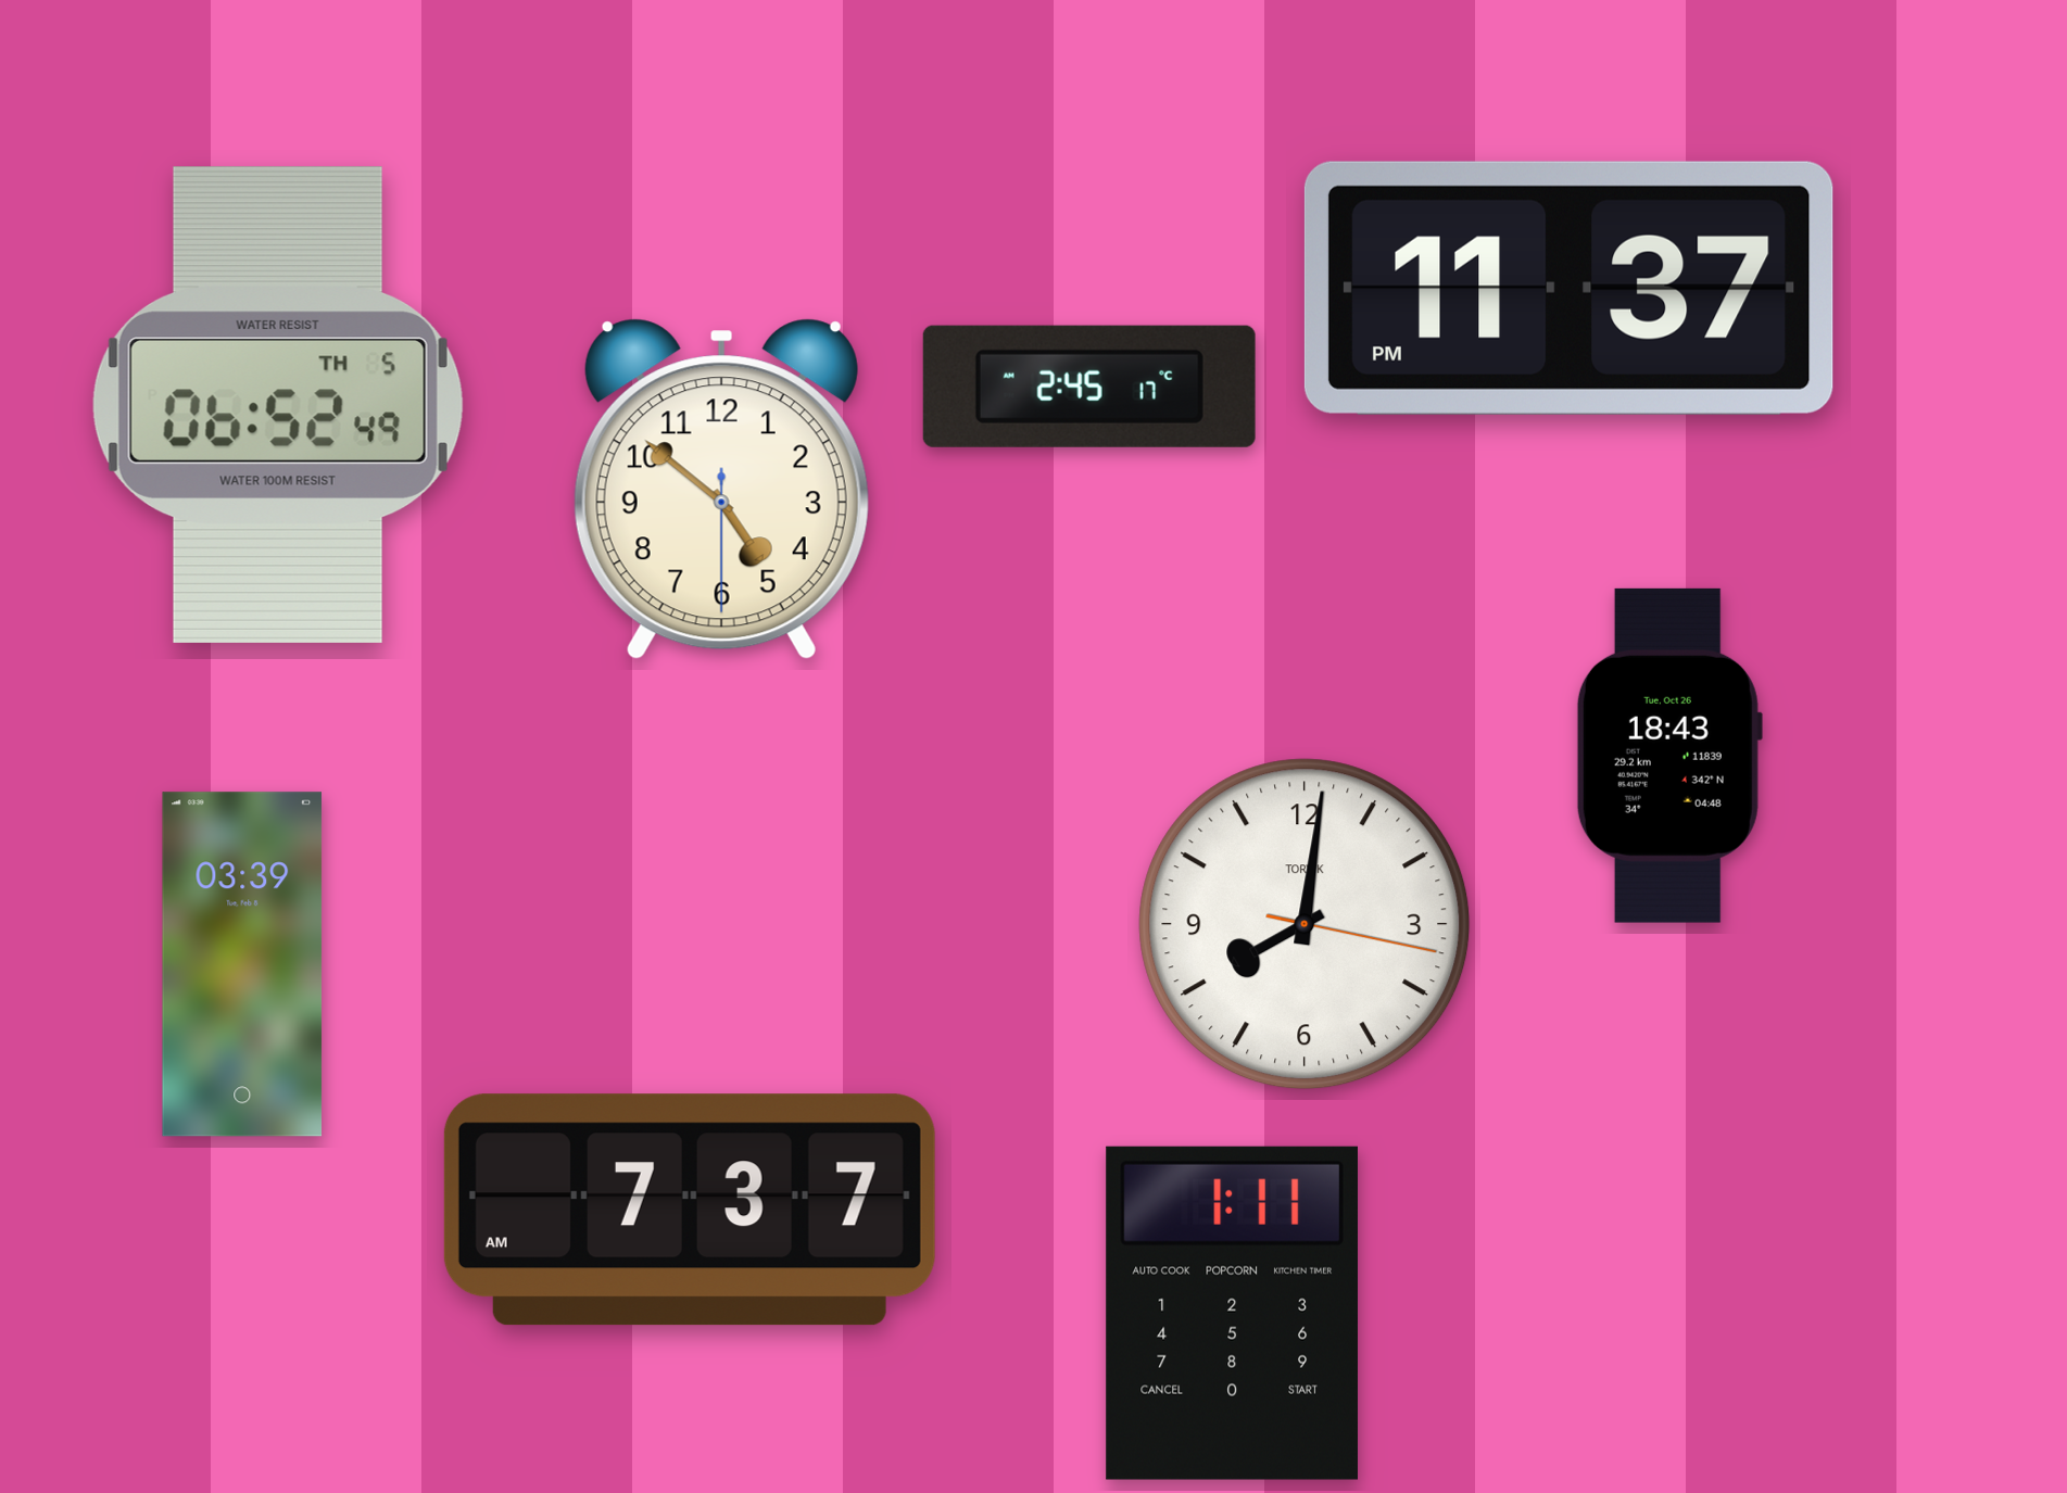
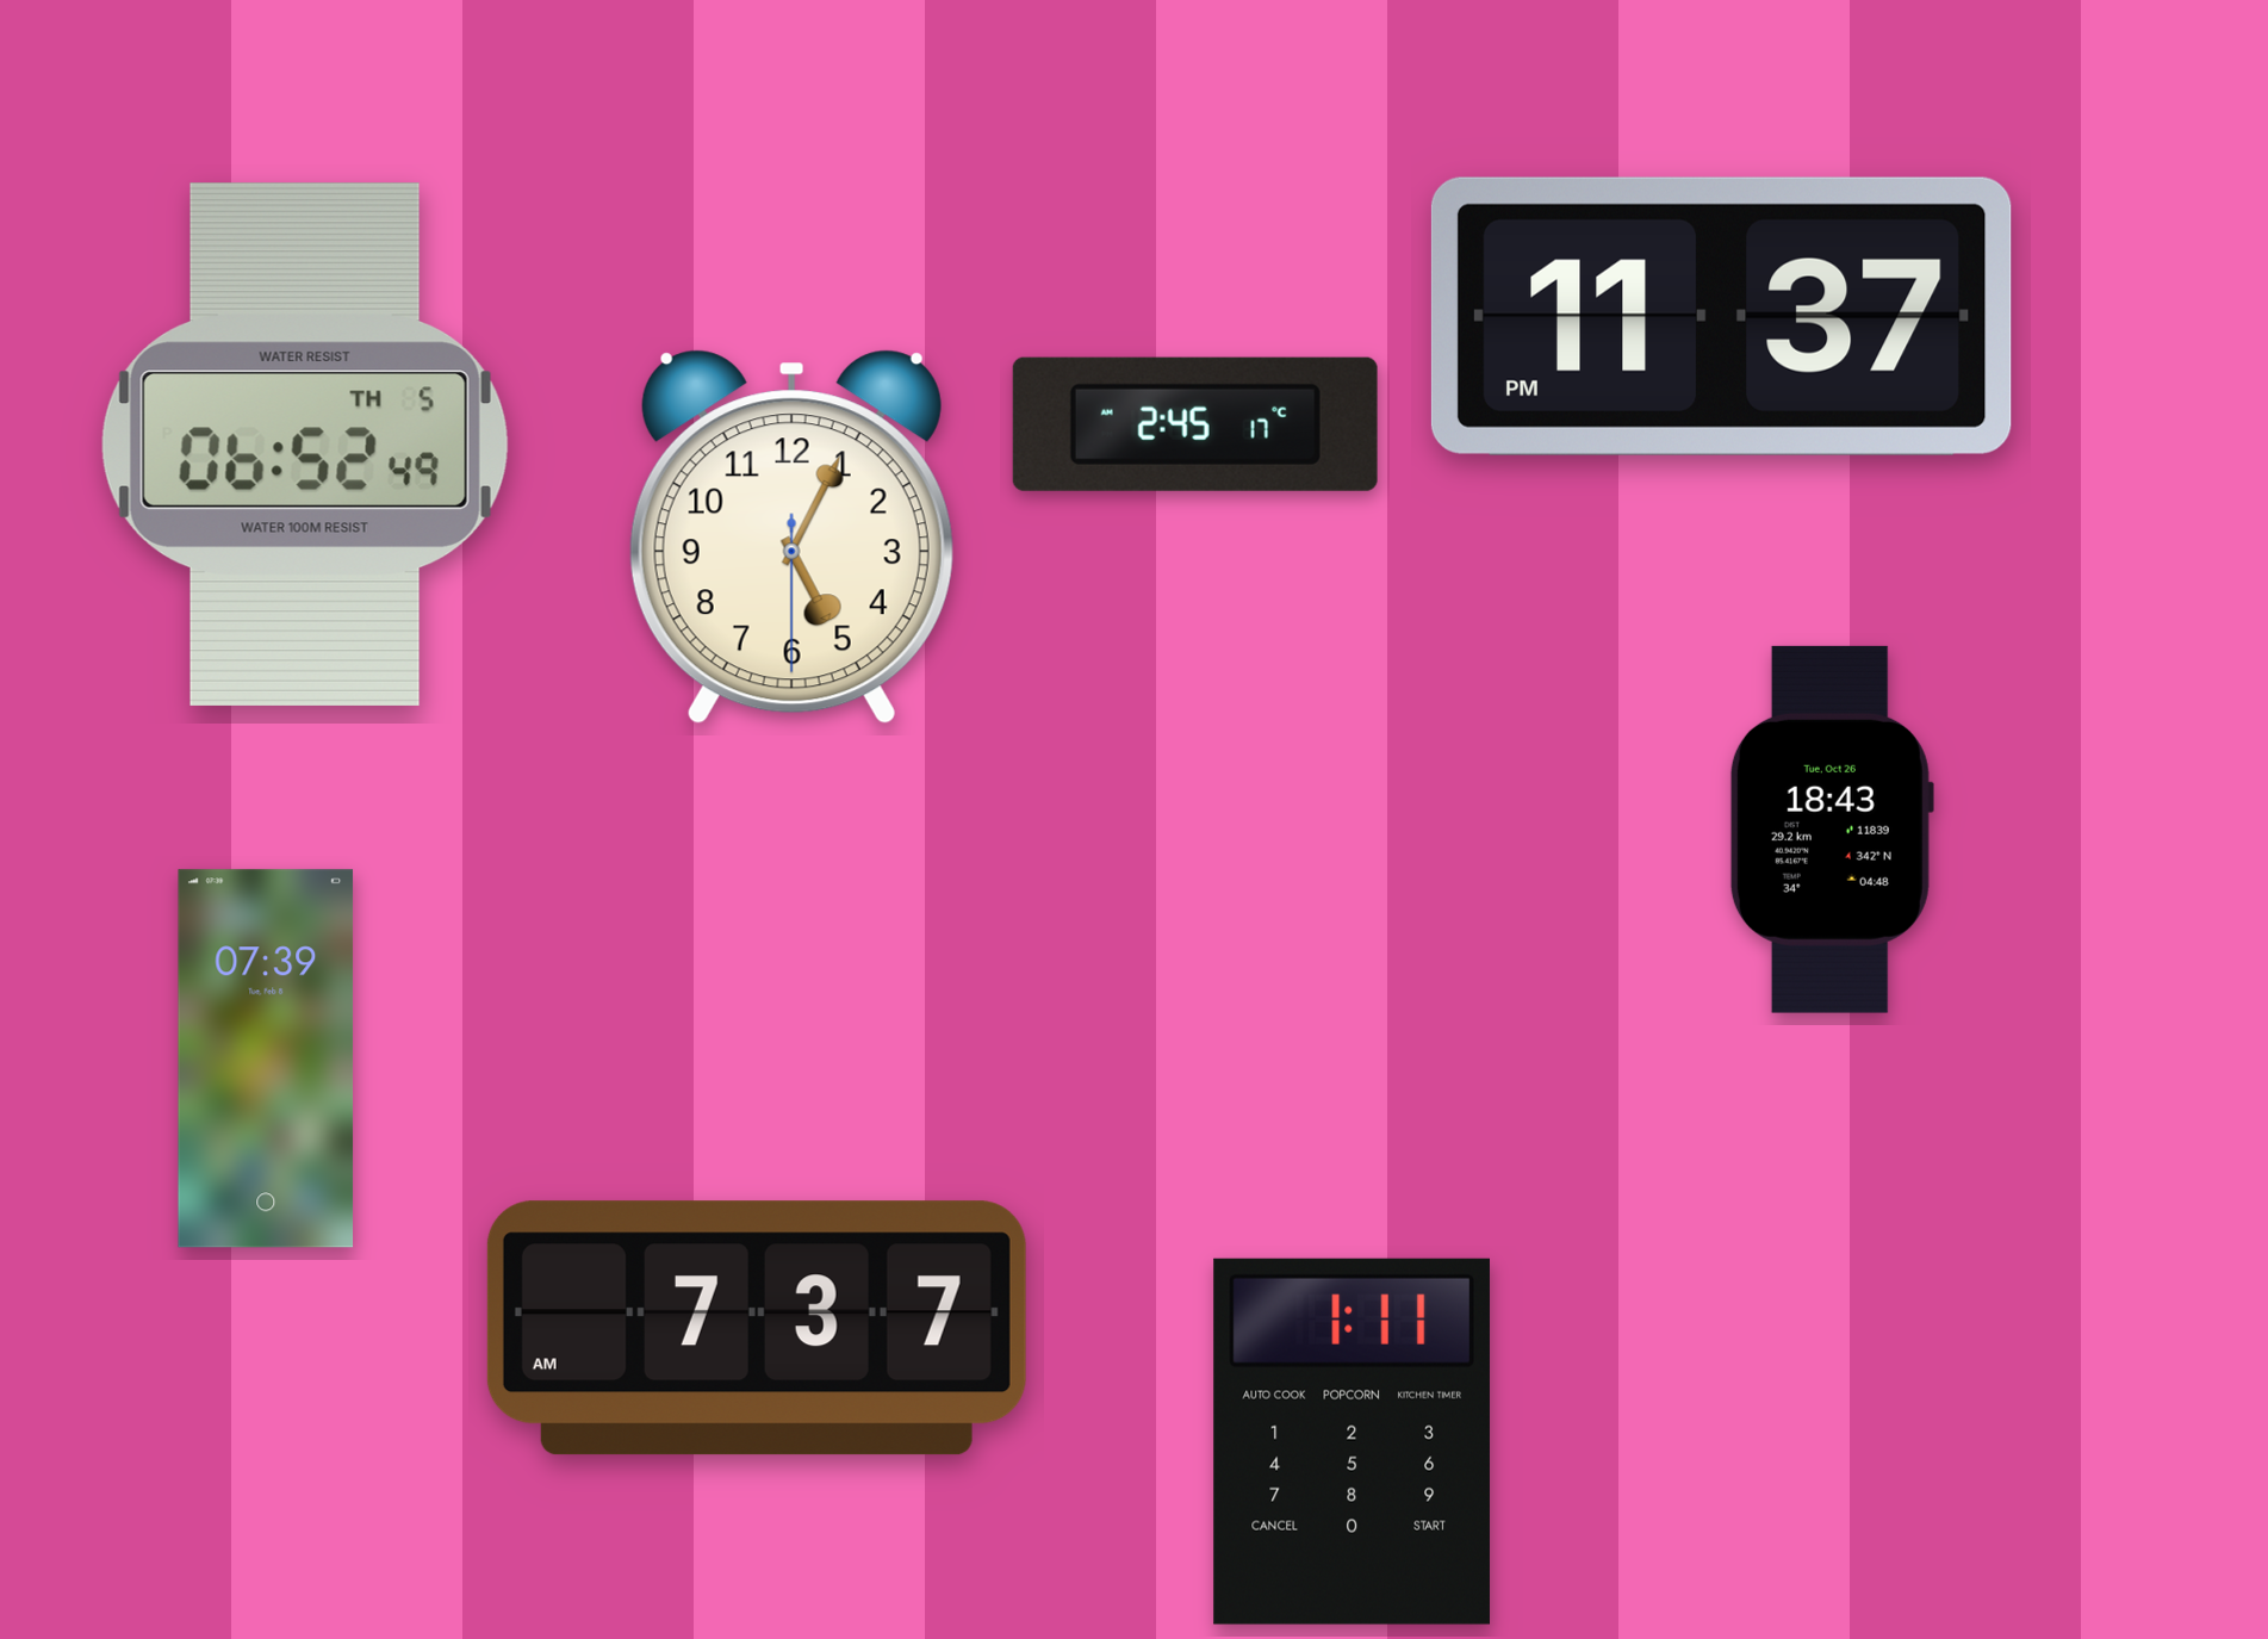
clock at (721, 490): 4:51 -> 5:04
clock at (1305, 924): 8:01 -> none
clock at (242, 964): 03:39 -> 07:39
